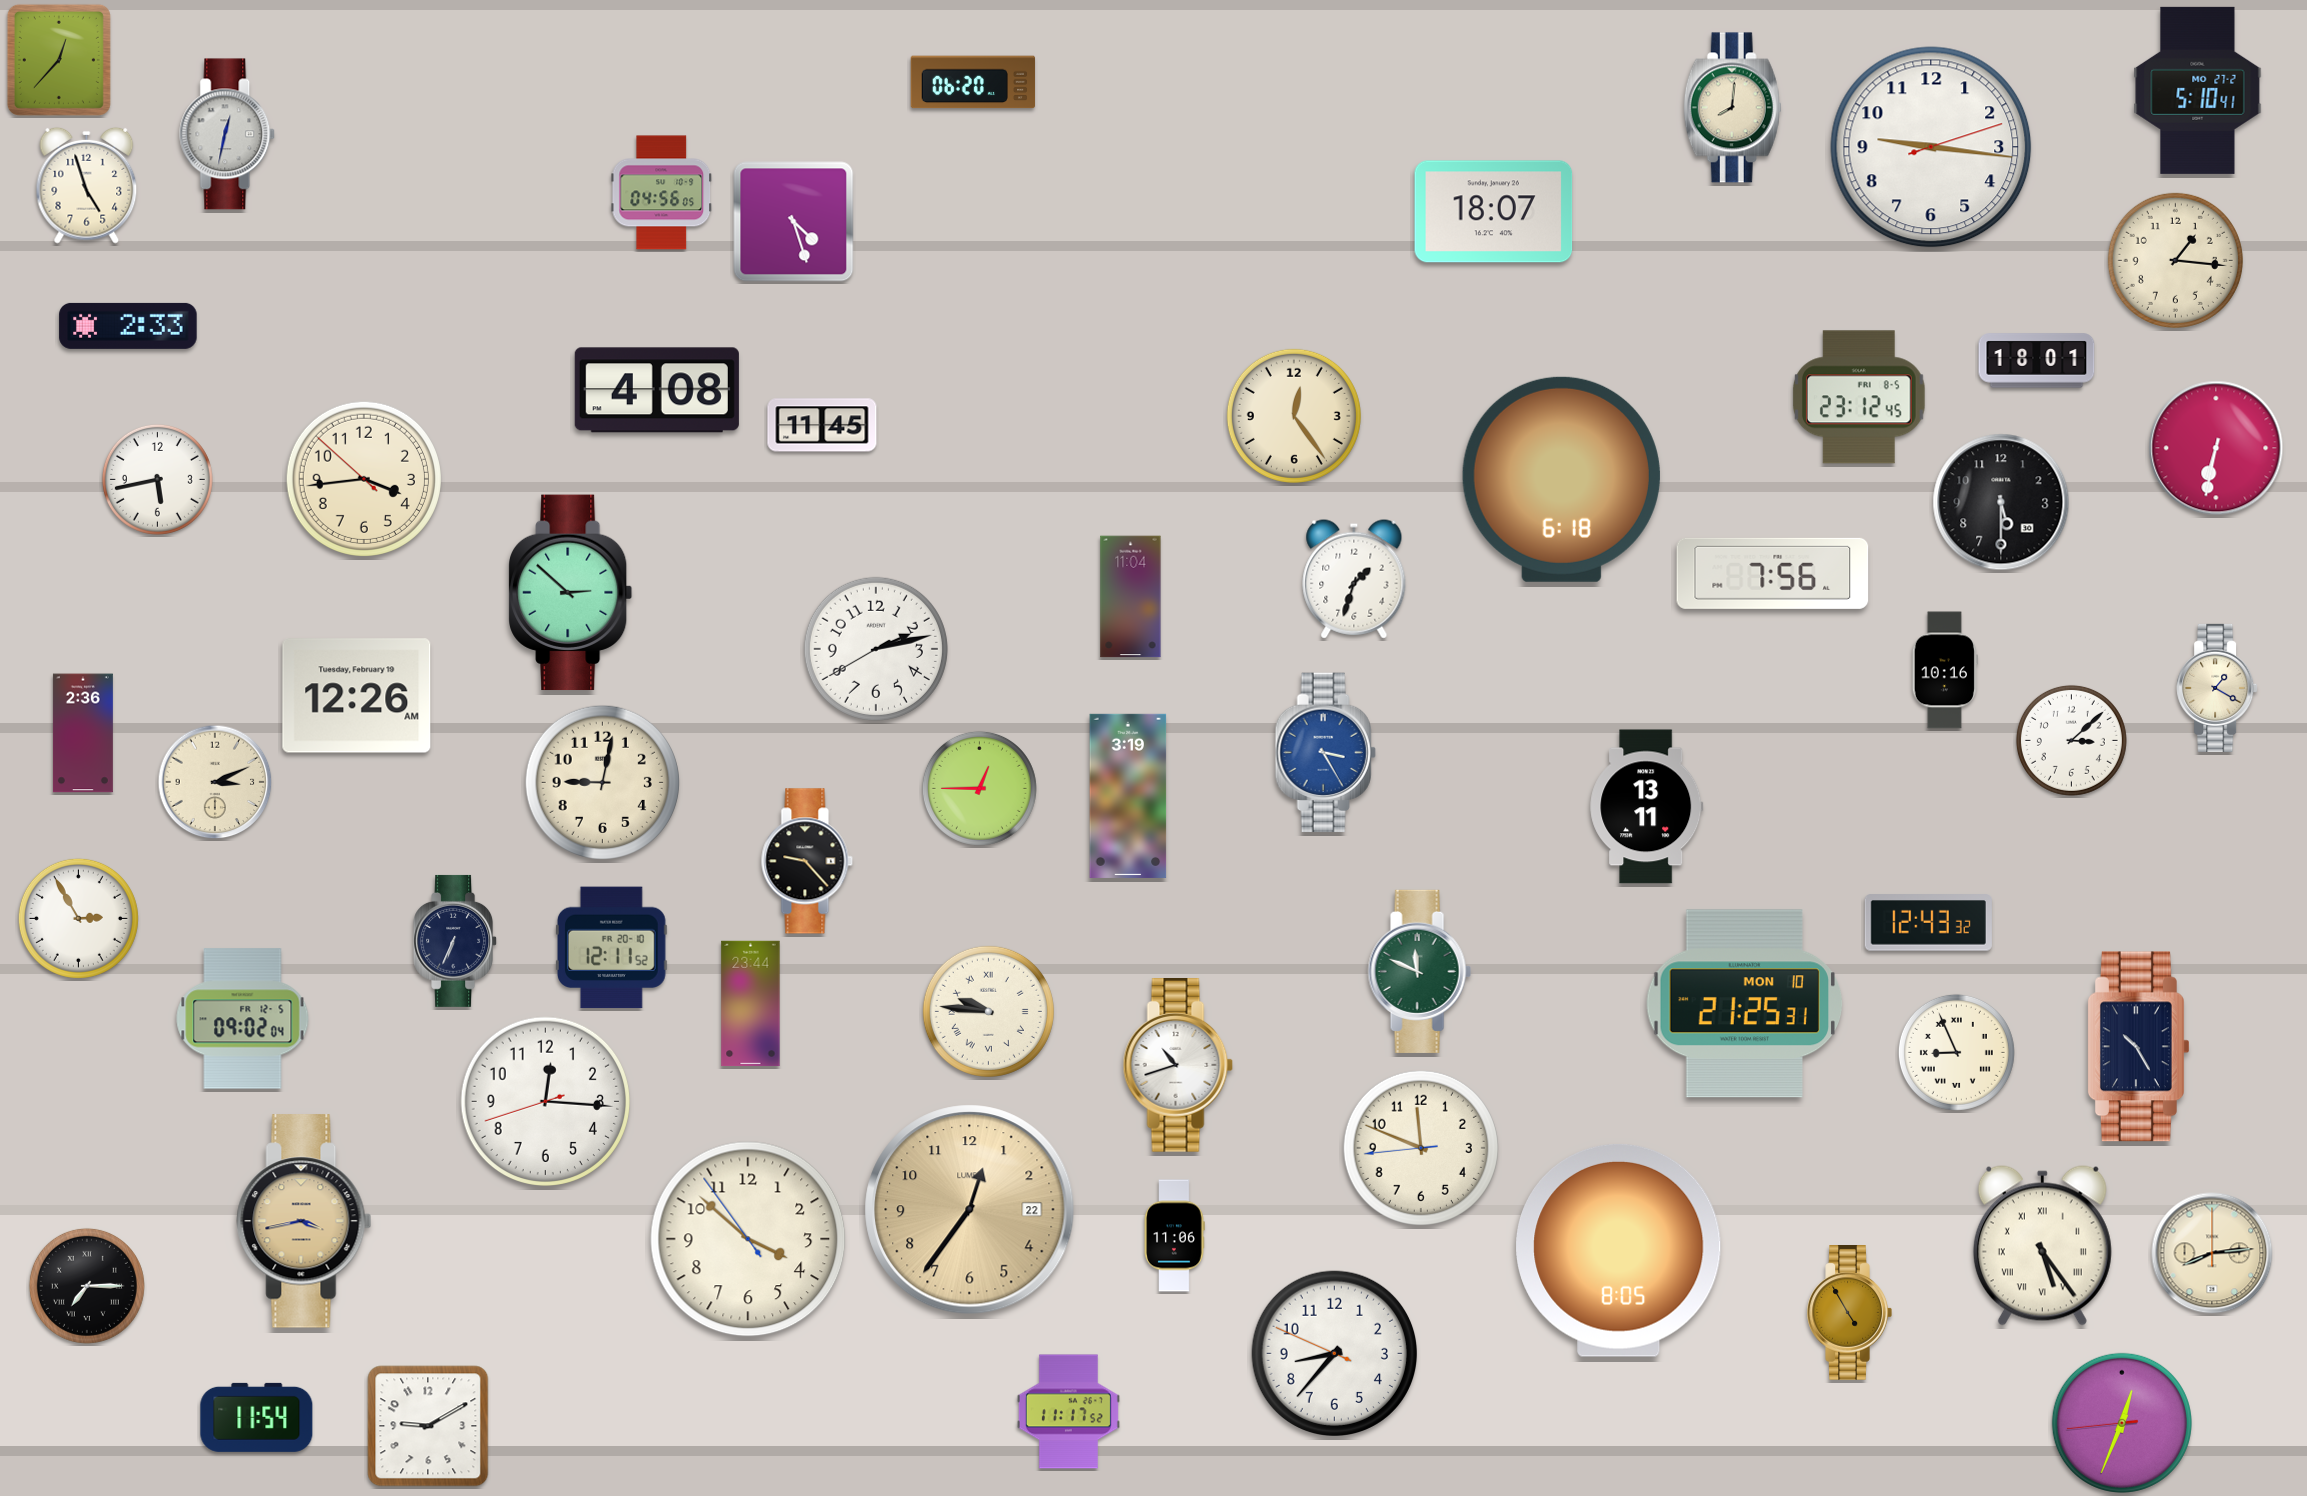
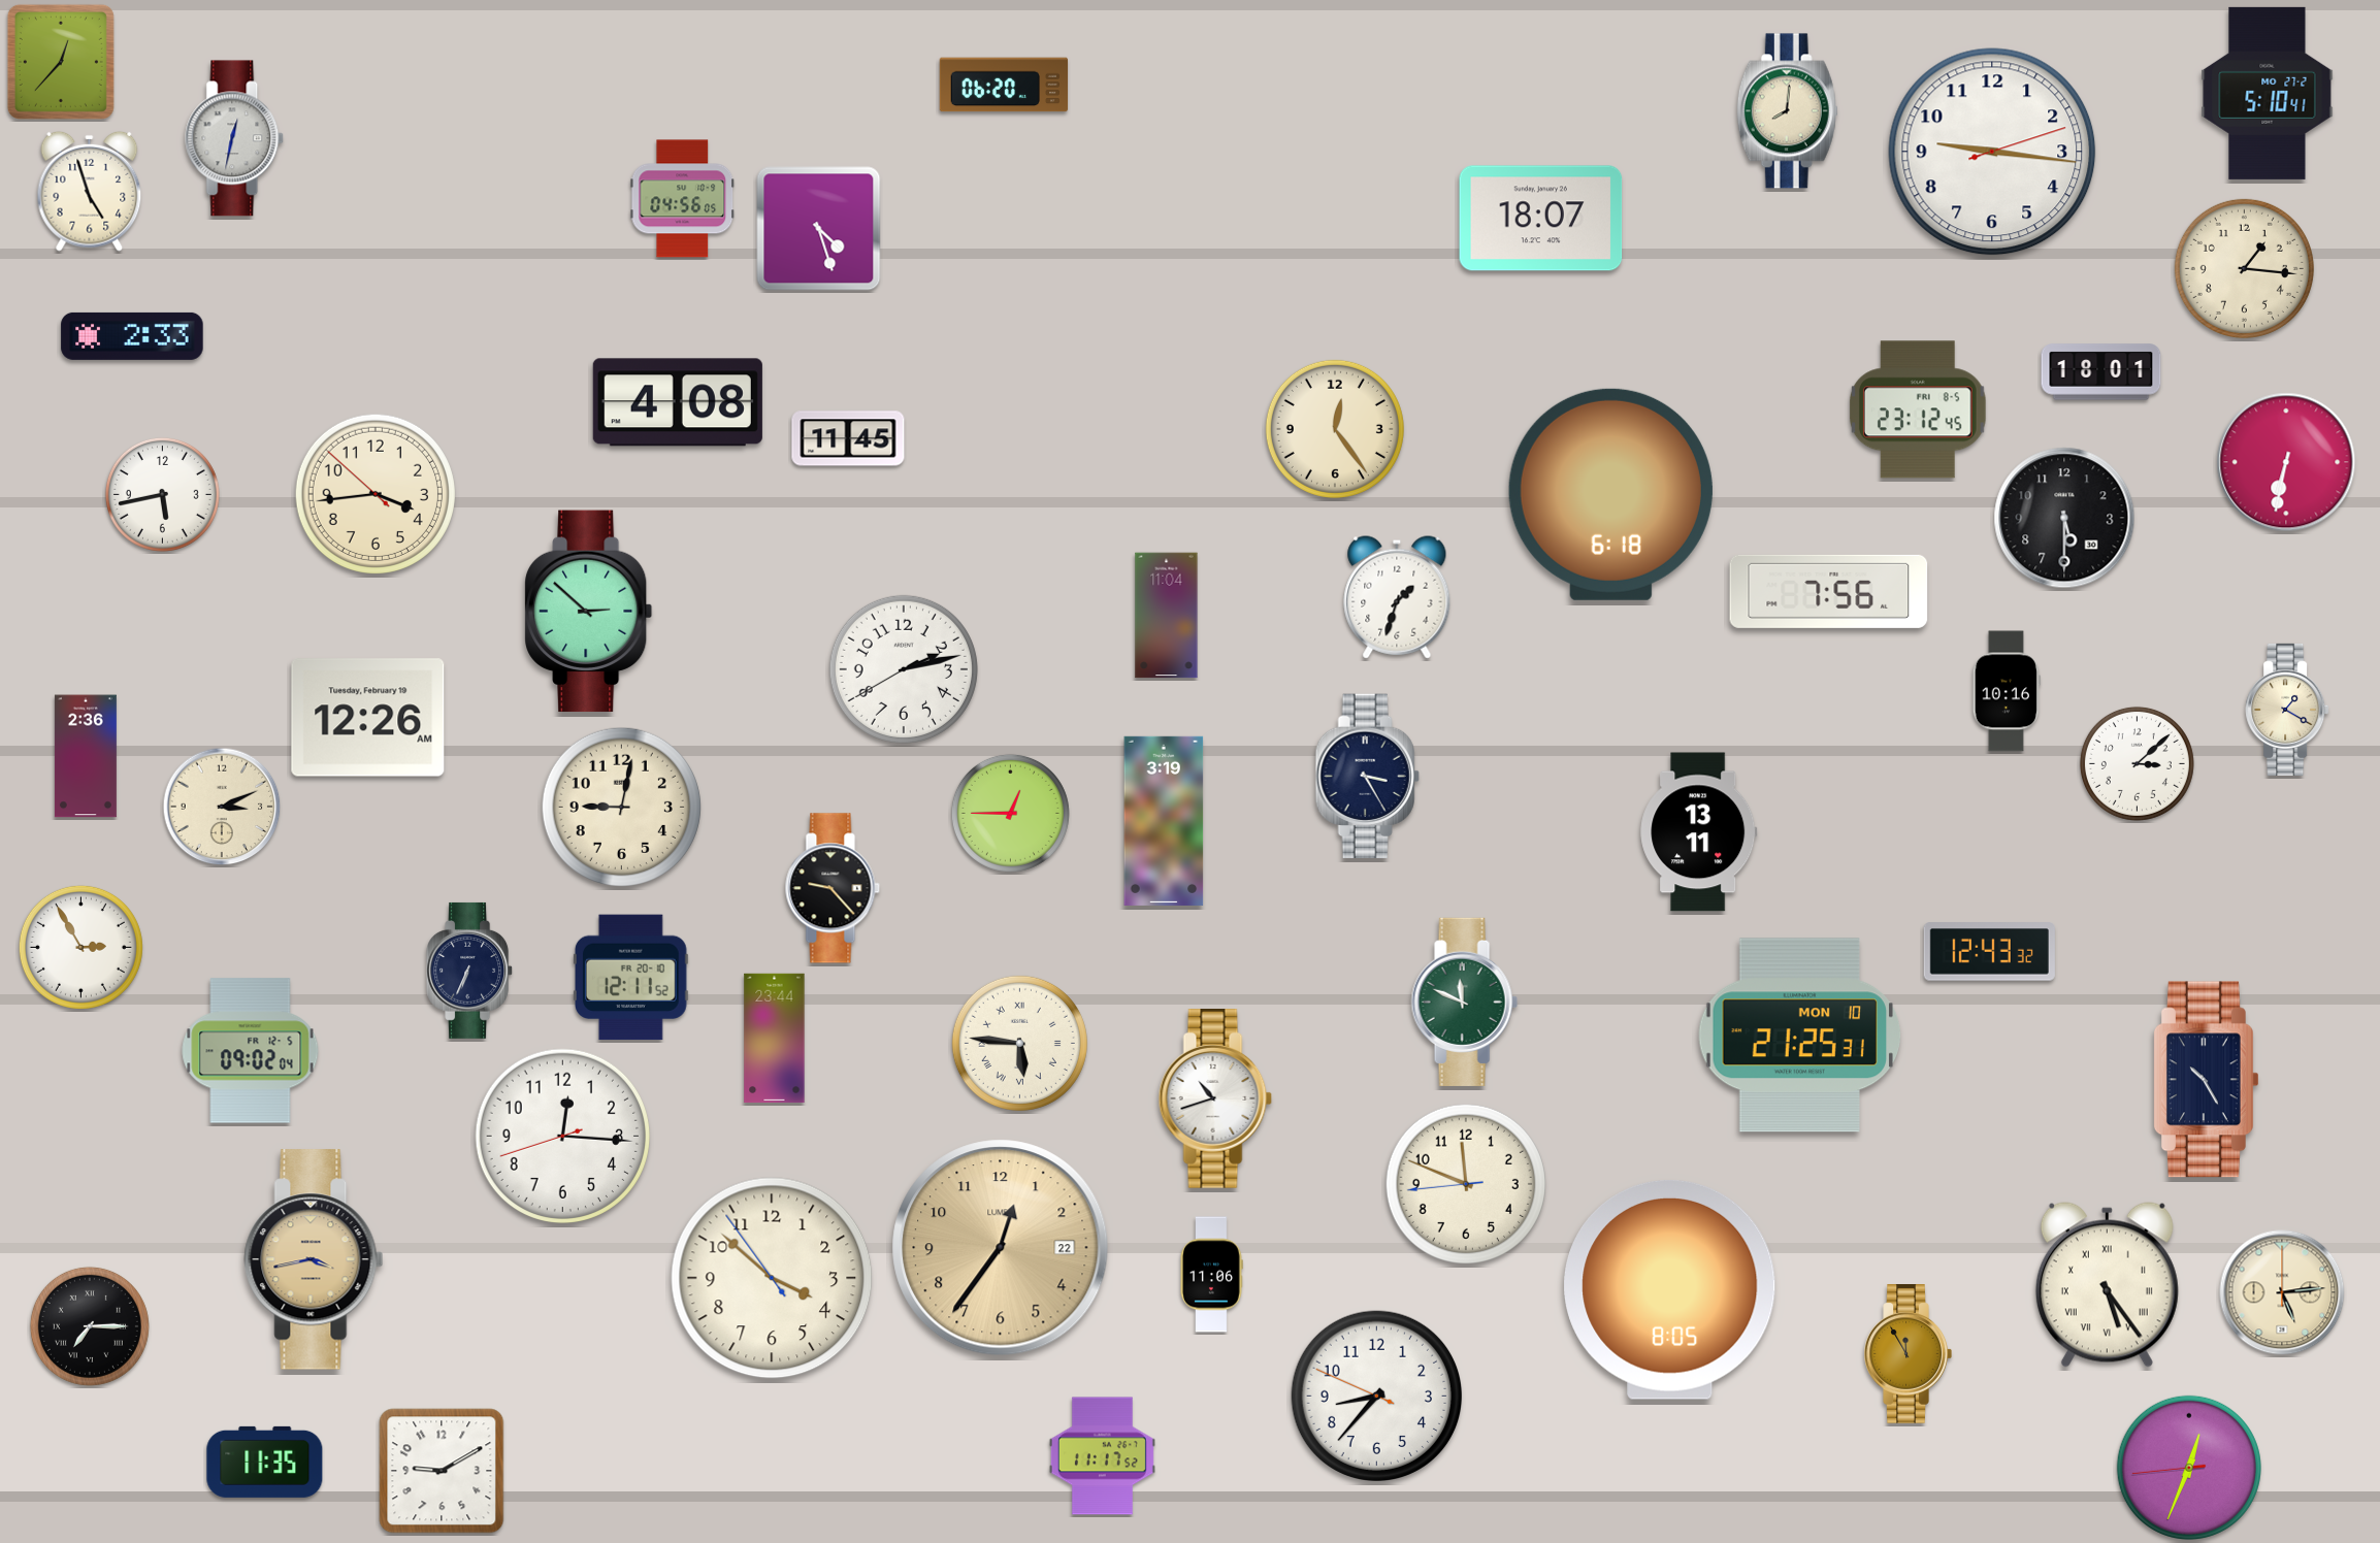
clock at (1325, 753) dial: blue -> navy
clock at (751, 1004) position: (751, 1004) -> (775, 1039)
clock at (988, 1011): 9:46 -> 5:46
clock at (1956, 1052): 8:56 -> none
clock at (2212, 1253): 8:14 -> 5:14
clock at (1849, 1313): 4:55 -> 11:55
clock at (257, 1417): 11:54 -> 11:35
